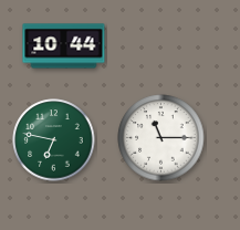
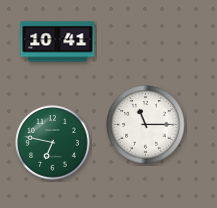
clock at (64, 46): 10:44 -> 10:41
clock at (54, 140) position: (54, 140) -> (53, 143)
